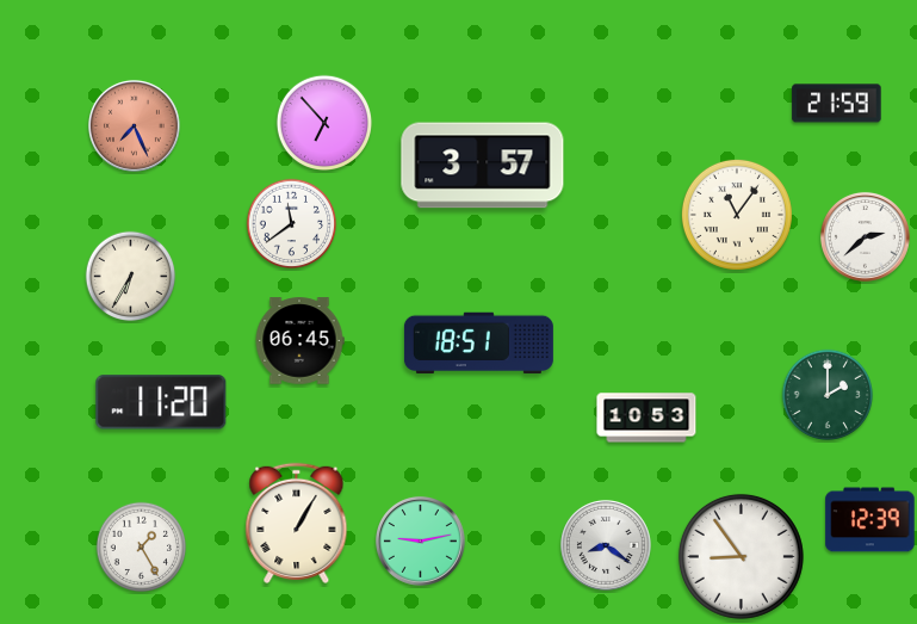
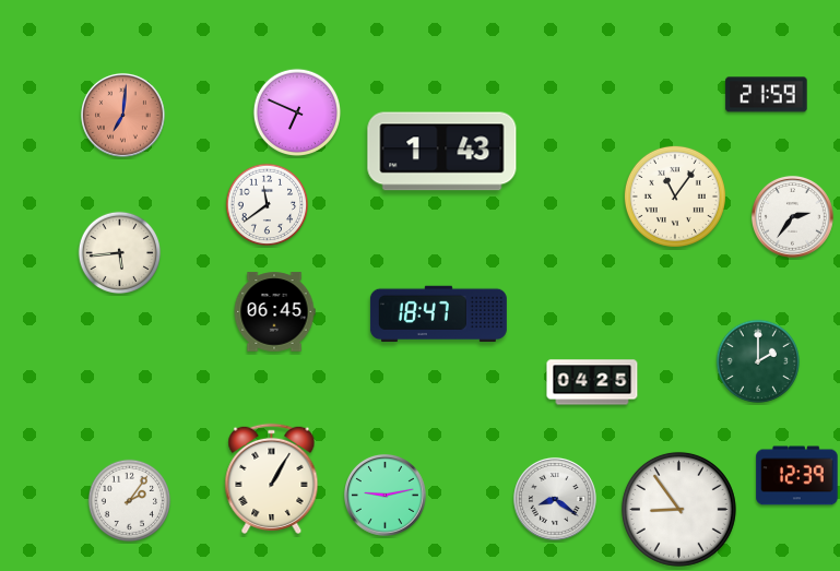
clock at (323, 122): 6:53 -> 6:49
clock at (134, 125): 7:26 -> 7:01
clock at (483, 166): 3:57 -> 1:43
clock at (865, 236): 2:38 -> 2:36
clock at (131, 277): 6:35 -> 5:44
clock at (478, 344): 18:51 -> 18:47
clock at (161, 402): 11:20 -> none
clock at (646, 418): 10:53 -> 04:25
clock at (142, 548): 1:25 -> 2:06
